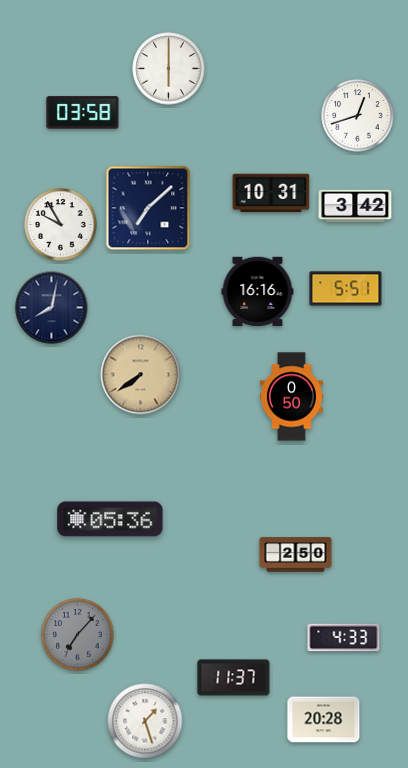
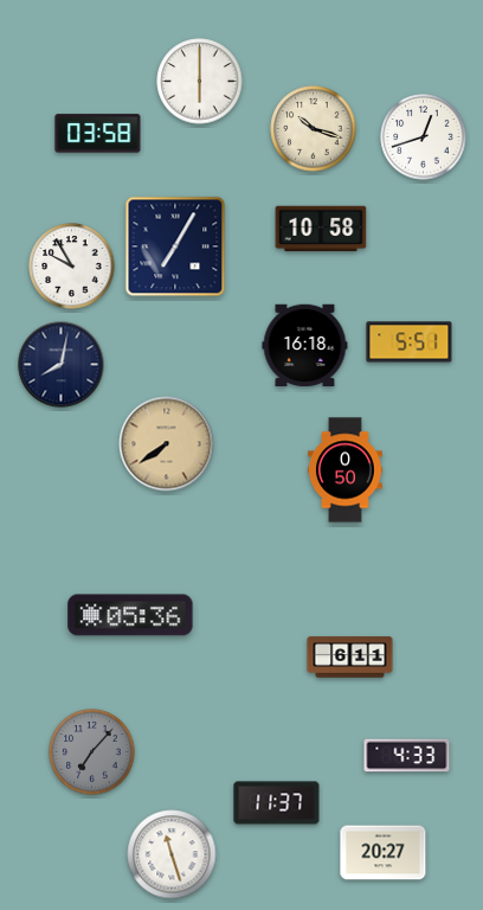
clock at (314, 129): none -> 10:18
clock at (271, 193): 10:31 -> 10:58
clock at (355, 206): 3:42 -> none
clock at (148, 208): 7:08 -> 7:05
clock at (258, 292): 16:16 -> 16:18
clock at (296, 555): 2:50 -> 6:11
clock at (324, 720): 20:28 -> 20:27
clock at (145, 721): 1:27 -> 11:27
